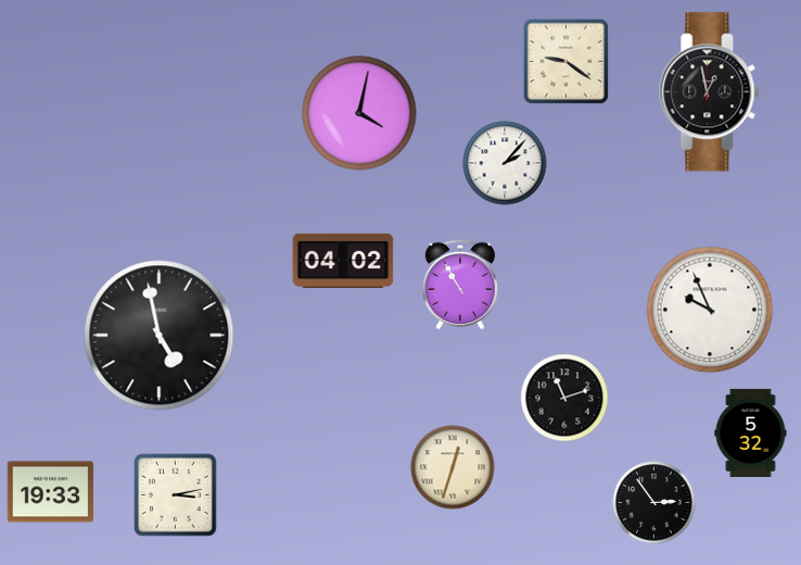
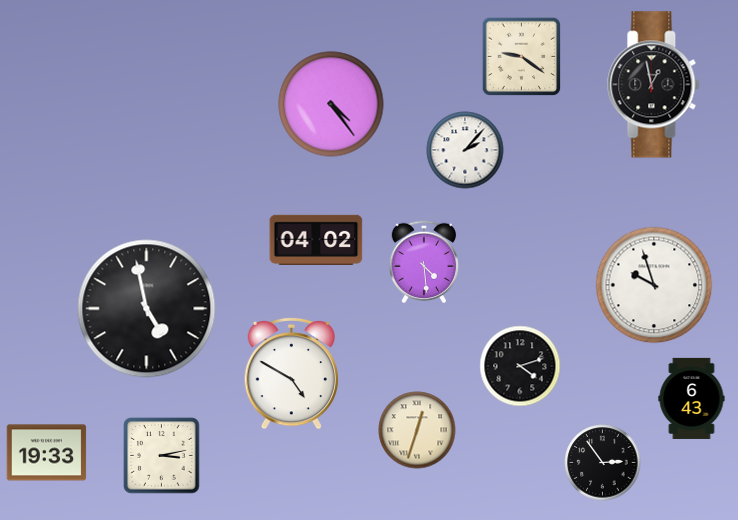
clock at (359, 113): 4:02 -> 4:24
clock at (460, 285): 10:55 -> 4:29
clock at (710, 310): 9:56 -> 9:57
clock at (564, 398): 11:12 -> 4:12
clock at (291, 373): none -> 4:50
clock at (751, 432): 5:32 -> 6:43
